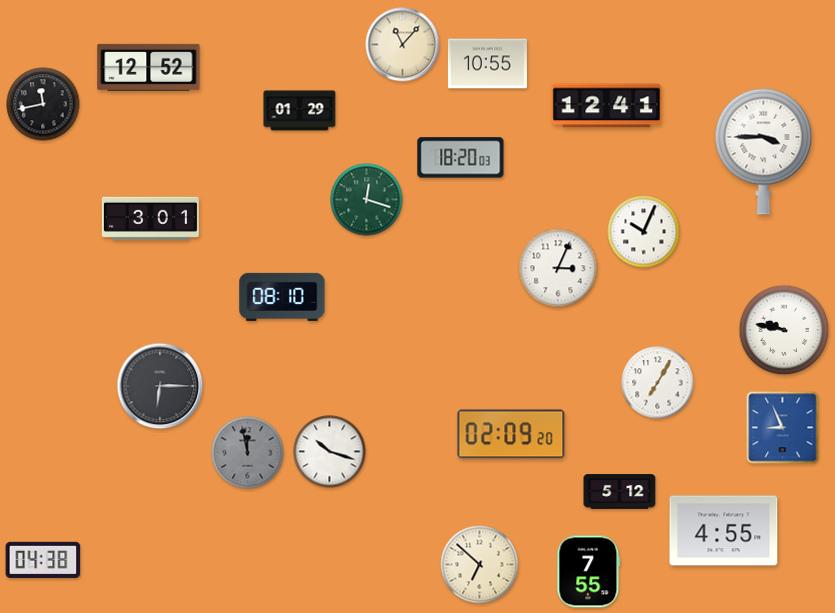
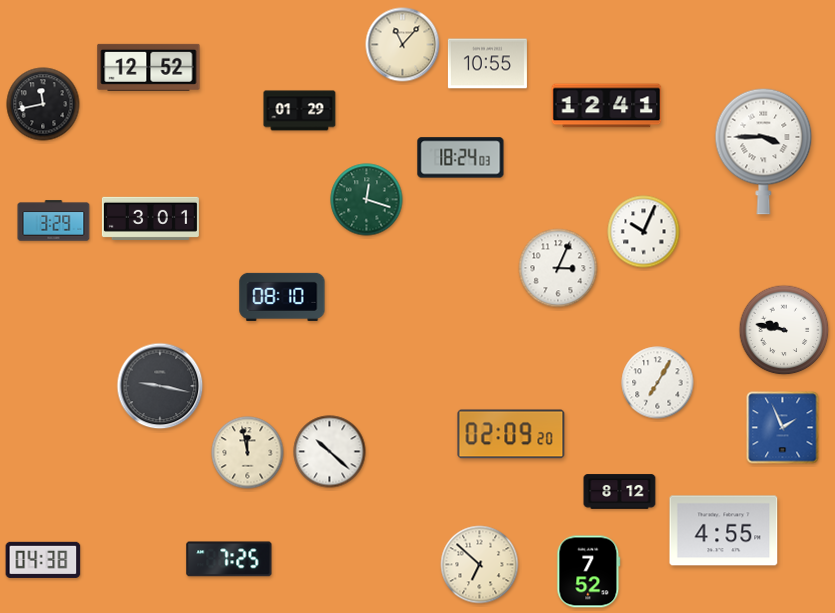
clock at (461, 158): 18:20 -> 18:24
clock at (54, 221): none -> 3:29
clock at (160, 386): 6:15 -> 9:17
clock at (783, 428): 8:56 -> 1:56
clock at (330, 452): 10:18 -> 10:22
clock at (248, 453) dial: grey -> cream
clock at (620, 492): 5:12 -> 8:12
clock at (229, 559): none -> 7:25
clock at (589, 572): 7:55 -> 7:52
